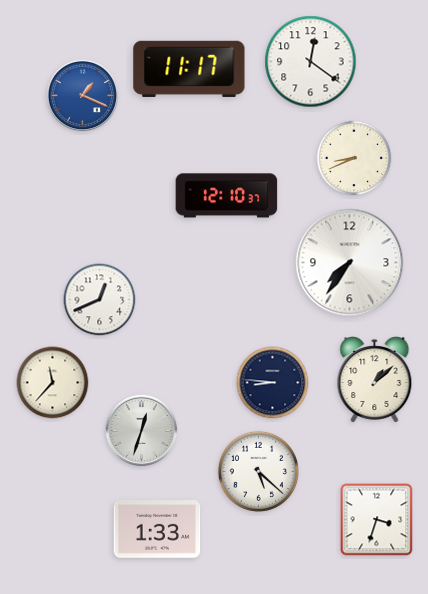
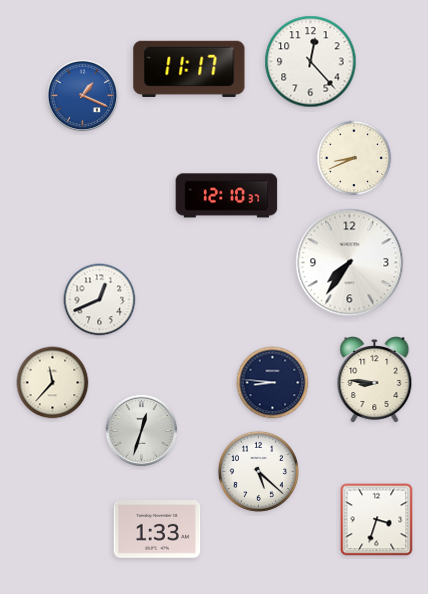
clock at (311, 62): 12:21 -> 12:23
clock at (375, 380): 1:08 -> 8:46
